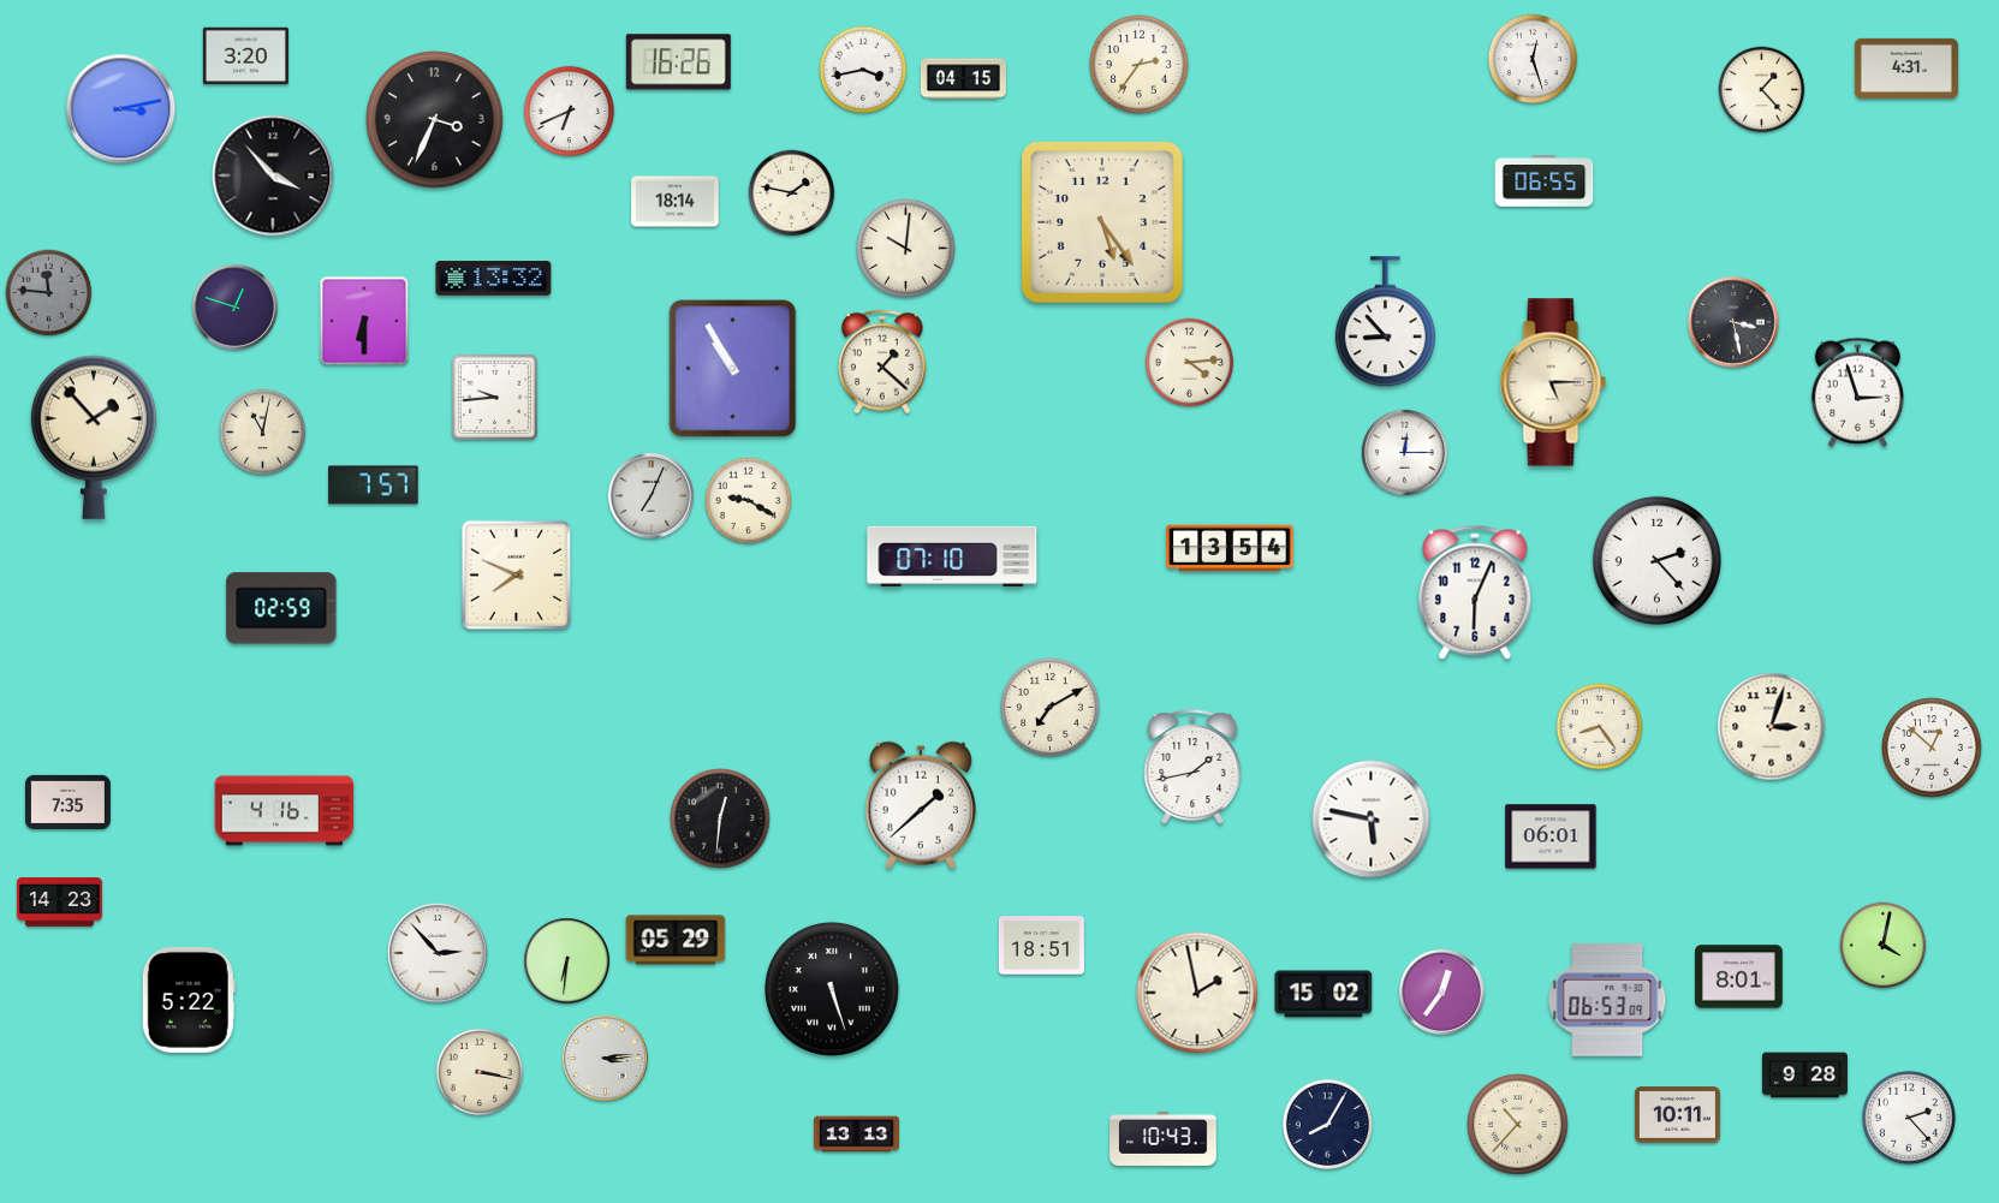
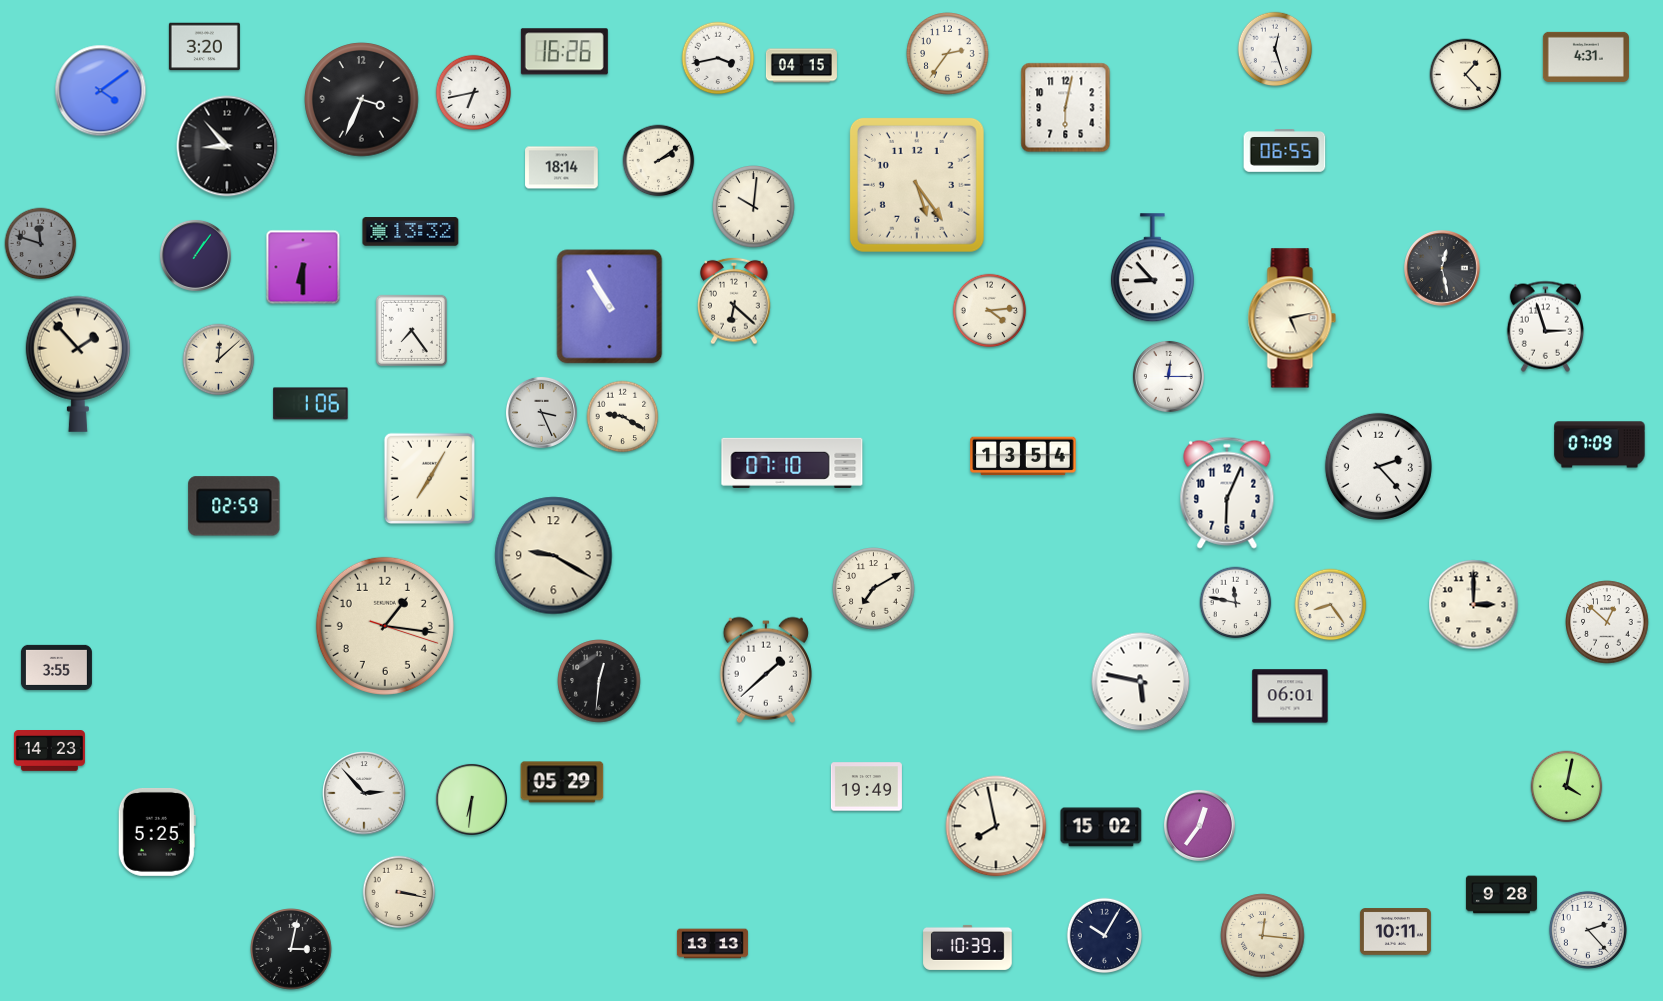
clock at (121, 109): 3:13 -> 4:09
clock at (569, 111): 6:41 -> 6:43
clock at (1066, 108): none -> 6:02
clock at (273, 175): 3:53 -> 8:53
clock at (792, 193): 1:47 -> 2:09
clock at (49, 293): 11:46 -> 11:48
clock at (234, 306): 12:48 -> 1:06
clock at (1735, 323): 3:28 -> 12:28
clock at (882, 362): 1:22 -> 6:22
clock at (1190, 363) position: (1190, 363) -> (990, 311)
clock at (1553, 382): 5:15 -> 5:13
clock at (494, 397): 9:44 -> 7:24
clock at (263, 433): 11:02 -> 12:08
clock at (374, 486): 7:57 -> 1:06
clock at (650, 495): 7:04 -> 3:26
clock at (1600, 445): none -> 07:09
clock at (516, 574): 7:49 -> 7:05
clock at (554, 556): none -> 9:20
clock at (1236, 603): none -> 11:47
clock at (1772, 727): 3:03 -> 3:00
clock at (385, 626): none -> 1:16
clock at (1192, 767): 1:43 -> none
clock at (67, 802): 7:35 -> 3:55
clock at (285, 811): 4:16 -> none
clock at (1041, 946): 18:51 -> 19:49
clock at (1739, 977): 8:01 -> none
clock at (832, 989): 5:27 -> none
clock at (1197, 993): 1:58 -> 7:58
clock at (189, 1000): 5:22 -> 5:25
clock at (1607, 1000): 06:53 -> none
clock at (605, 1058): 3:14 -> none
clock at (1677, 1115) position: (1677, 1115) -> (1395, 932)
clock at (1327, 1124): 8:05 -> 10:05
clock at (1518, 1125): 10:37 -> 12:16
clock at (1164, 1138): 10:43 -> 10:39
clock at (291, 949): none -> 3:02
